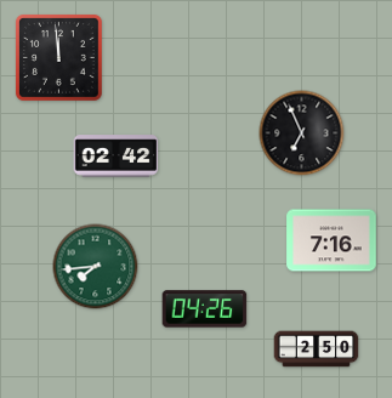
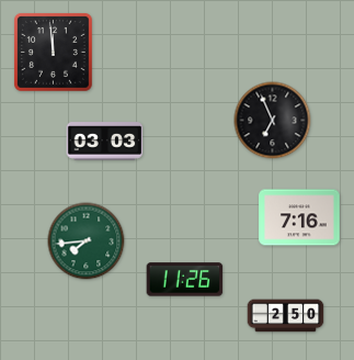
clock at (117, 157): 02:42 -> 03:03
clock at (205, 309): 04:26 -> 11:26
